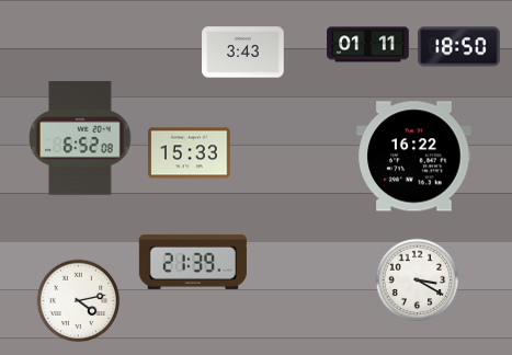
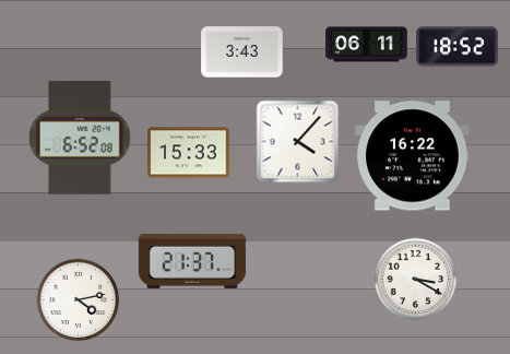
clock at (368, 45): 01:11 -> 06:11
clock at (459, 47): 18:50 -> 18:52
clock at (298, 142): none -> 4:07
clock at (193, 262): 21:39 -> 21:37
